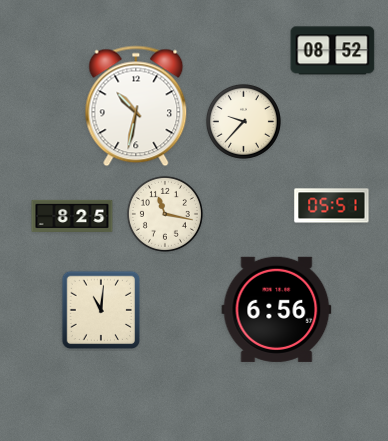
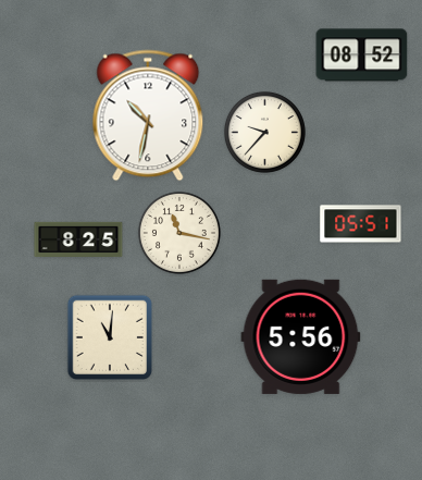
clock at (72, 215) position: (72, 215) -> (78, 238)
clock at (277, 309): 6:56 -> 5:56
